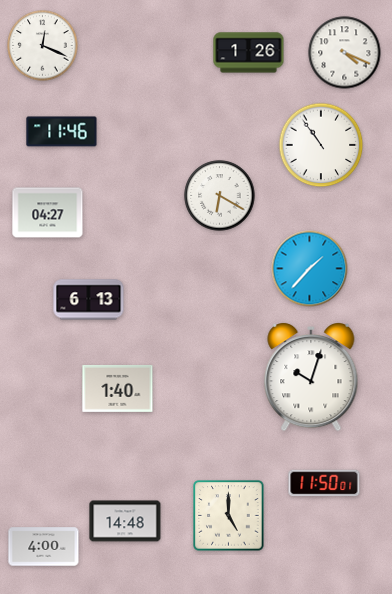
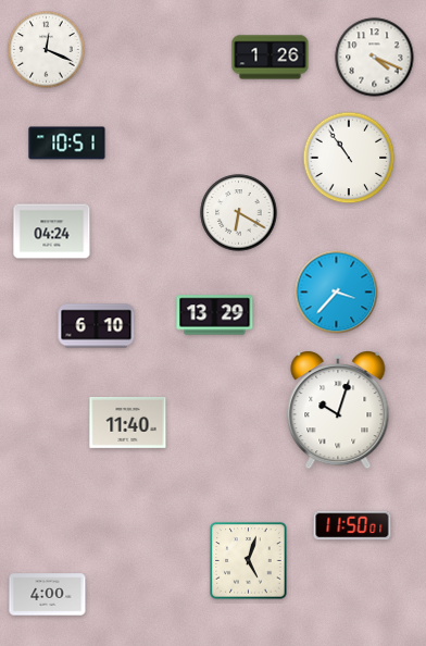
clock at (62, 132): 11:46 -> 10:51
clock at (48, 213): 04:27 -> 04:24
clock at (310, 269): 1:37 -> 3:37
clock at (215, 315): none -> 13:29
clock at (89, 300): 6:13 -> 6:10
clock at (118, 388): 1:40 -> 11:40
clock at (229, 516): 5:00 -> 5:03
clock at (125, 521): 14:48 -> none
